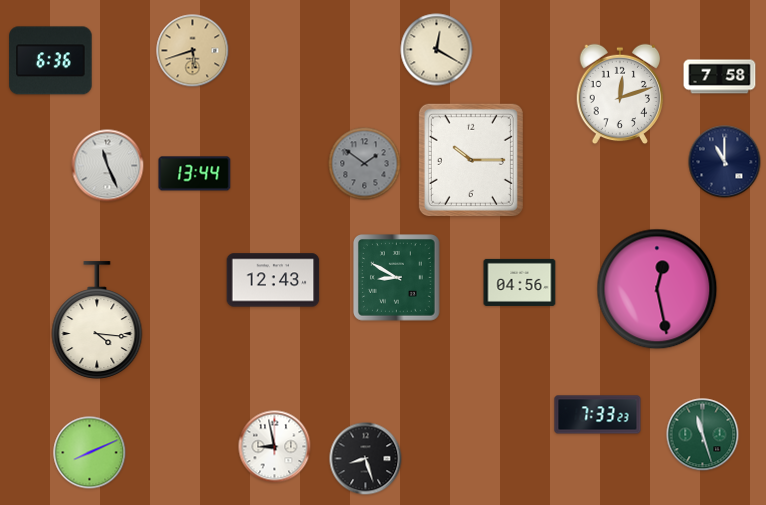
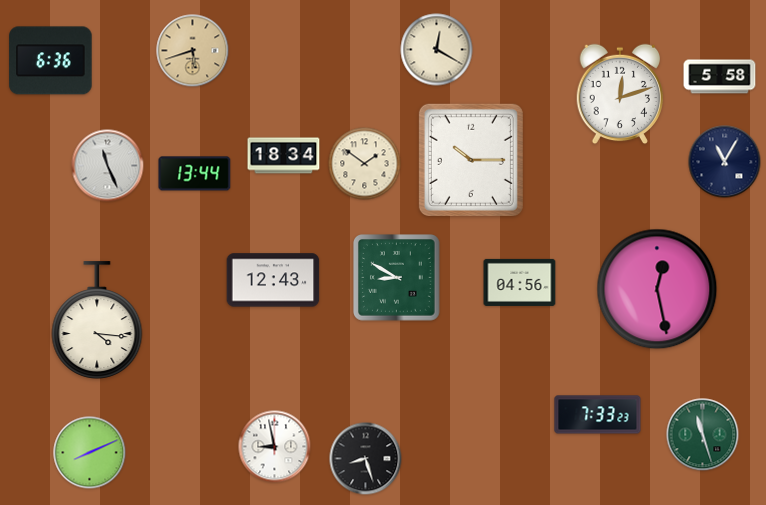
clock at (720, 77): 7:58 -> 5:58
clock at (284, 156): none -> 18:34
clock at (725, 162): 11:00 -> 11:05
clock at (365, 164) dial: grey -> cream
